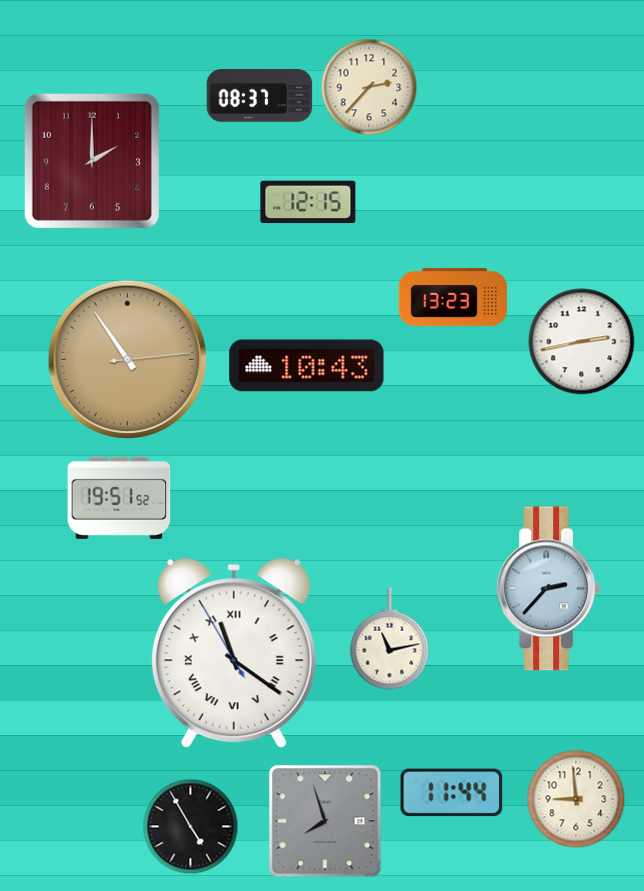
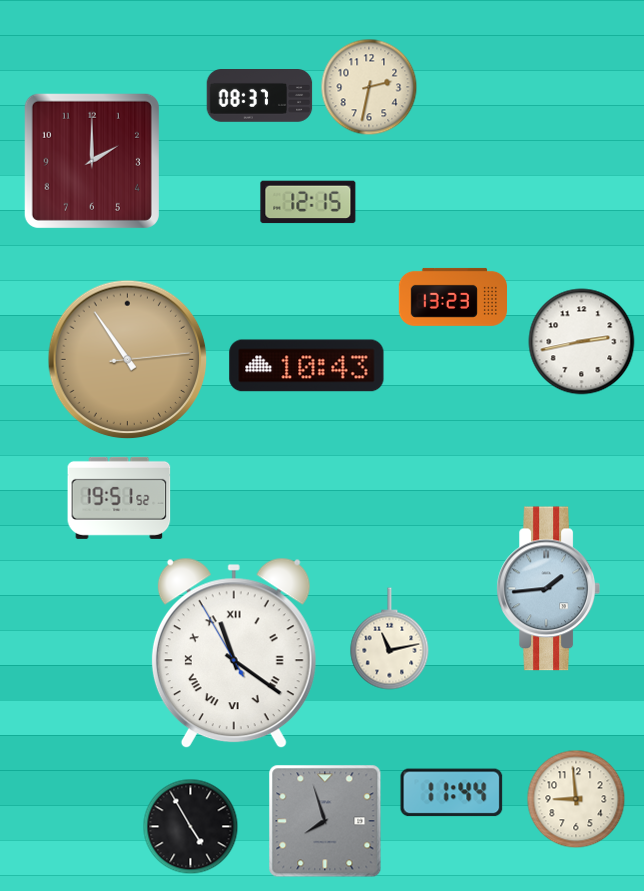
clock at (369, 87): 2:37 -> 2:32
clock at (548, 589): 2:37 -> 1:44
